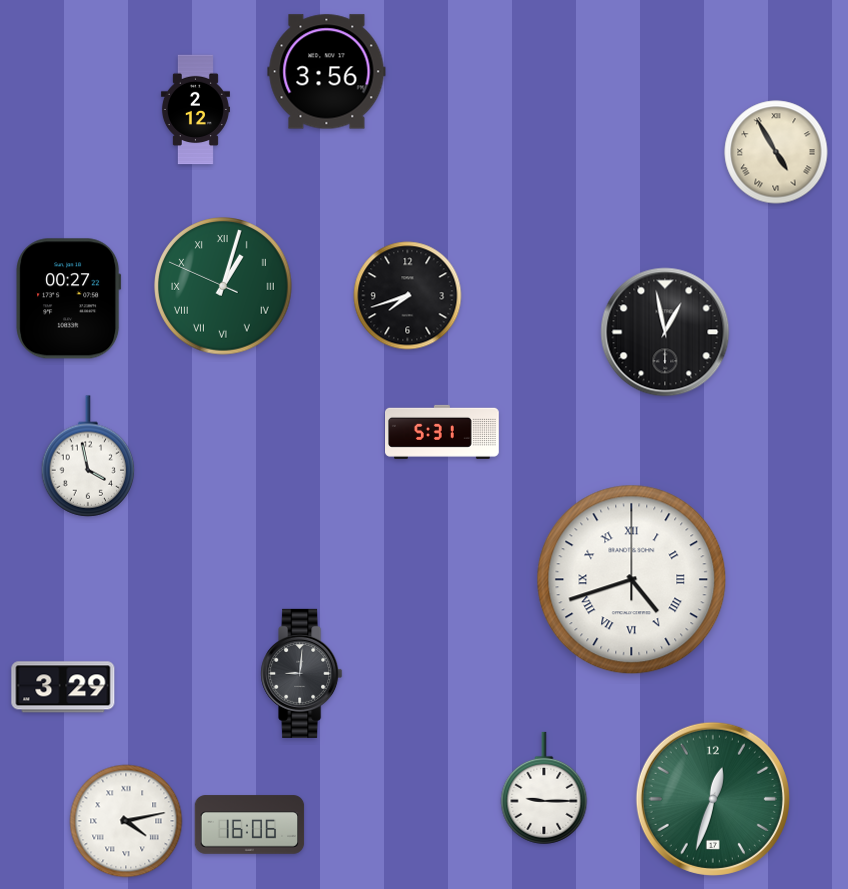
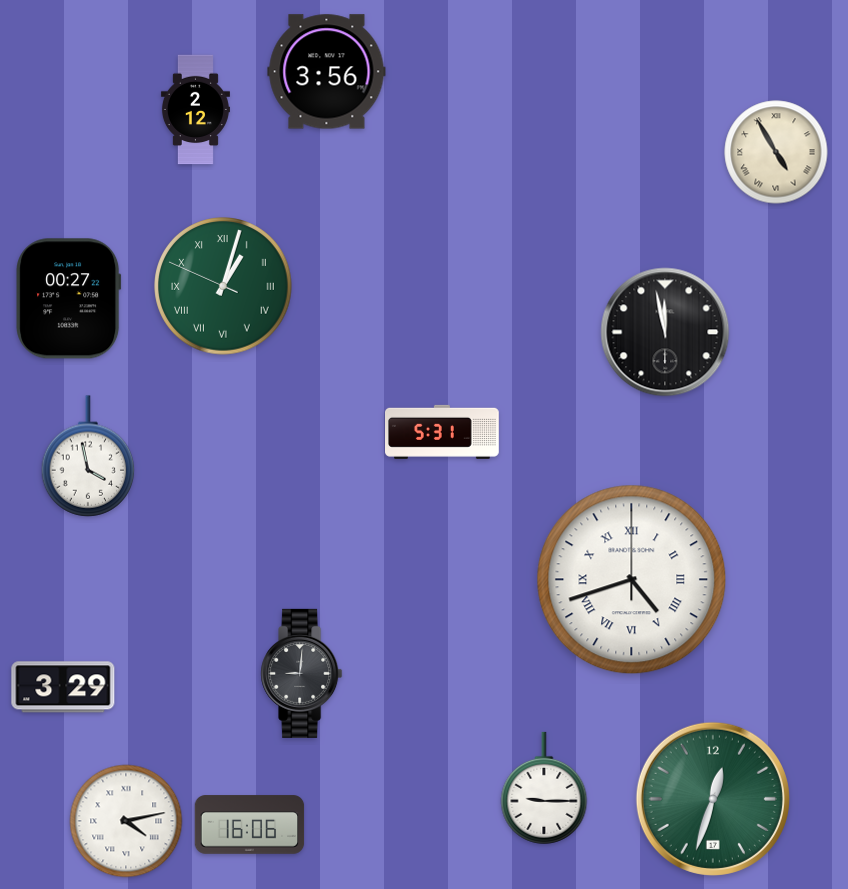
clock at (408, 296): 7:42 -> none
clock at (665, 332): 12:58 -> 11:58
